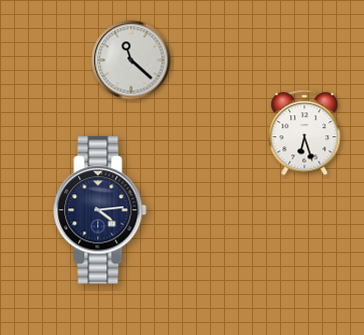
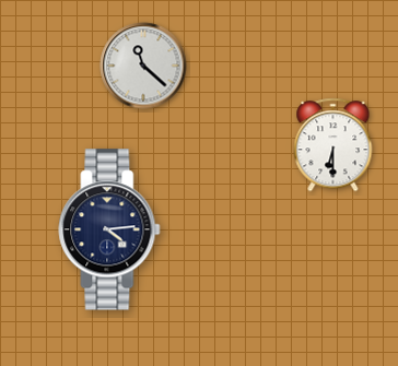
clock at (305, 133): 6:27 -> 6:30
